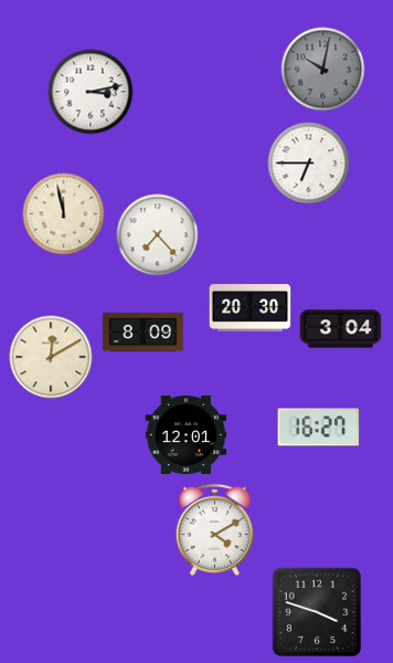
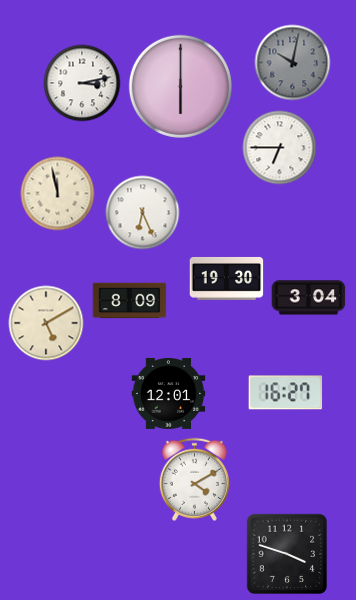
clock at (180, 86): none -> 6:00
clock at (158, 235): 7:23 -> 6:26
clock at (251, 307): 20:30 -> 19:30
clock at (51, 357): 12:10 -> 5:10
clock at (319, 428) position: (319, 428) -> (286, 393)
